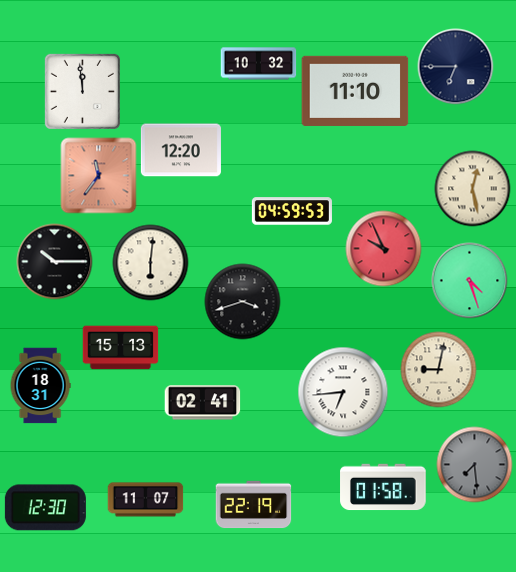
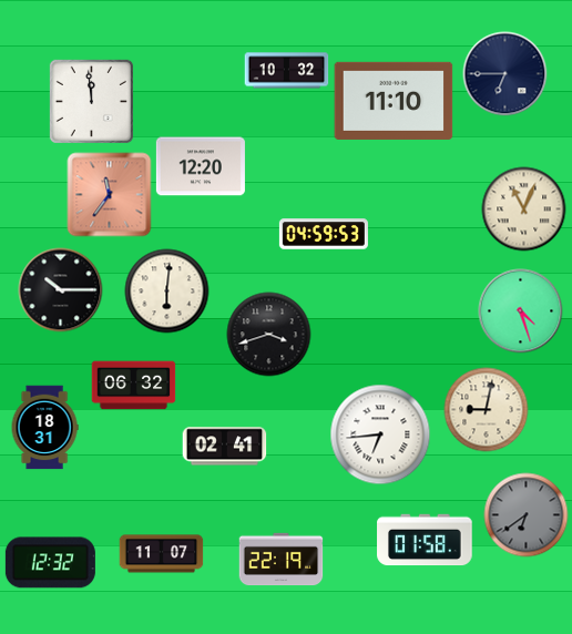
clock at (473, 189): 12:28 -> 11:04
clock at (384, 249): 9:56 -> none
clock at (121, 348): 15:13 -> 06:32
clock at (475, 465): 7:29 -> 6:39
clock at (45, 508): 12:30 -> 12:32
